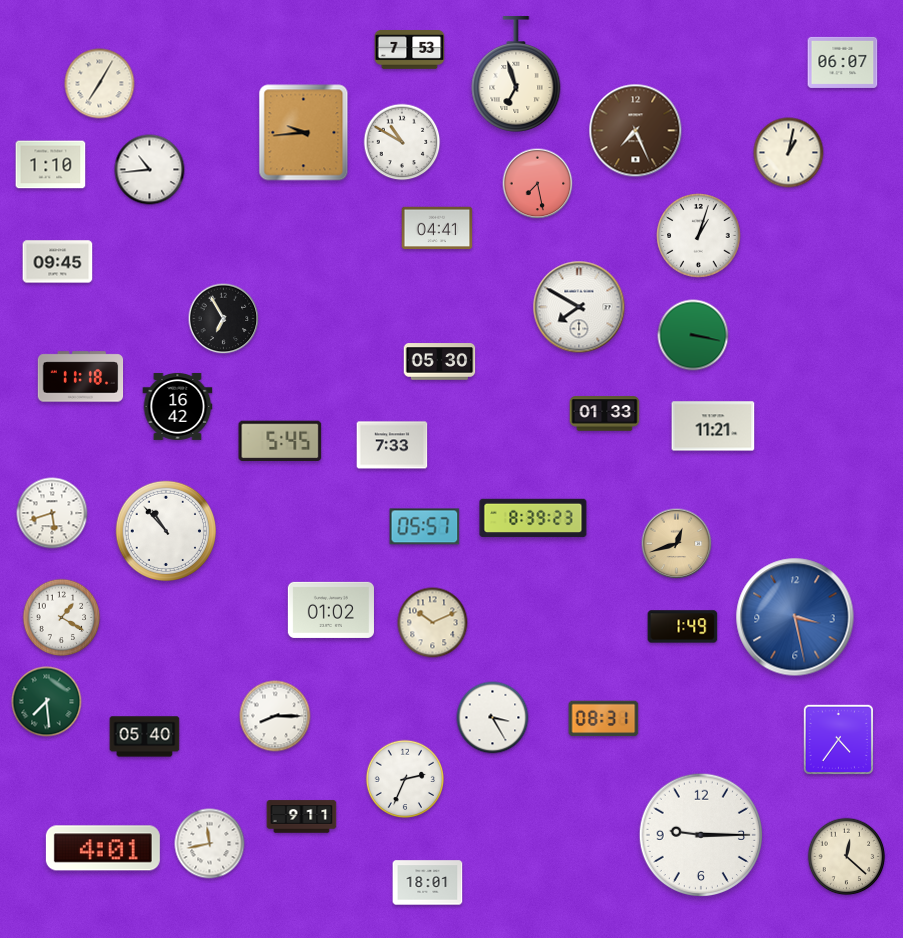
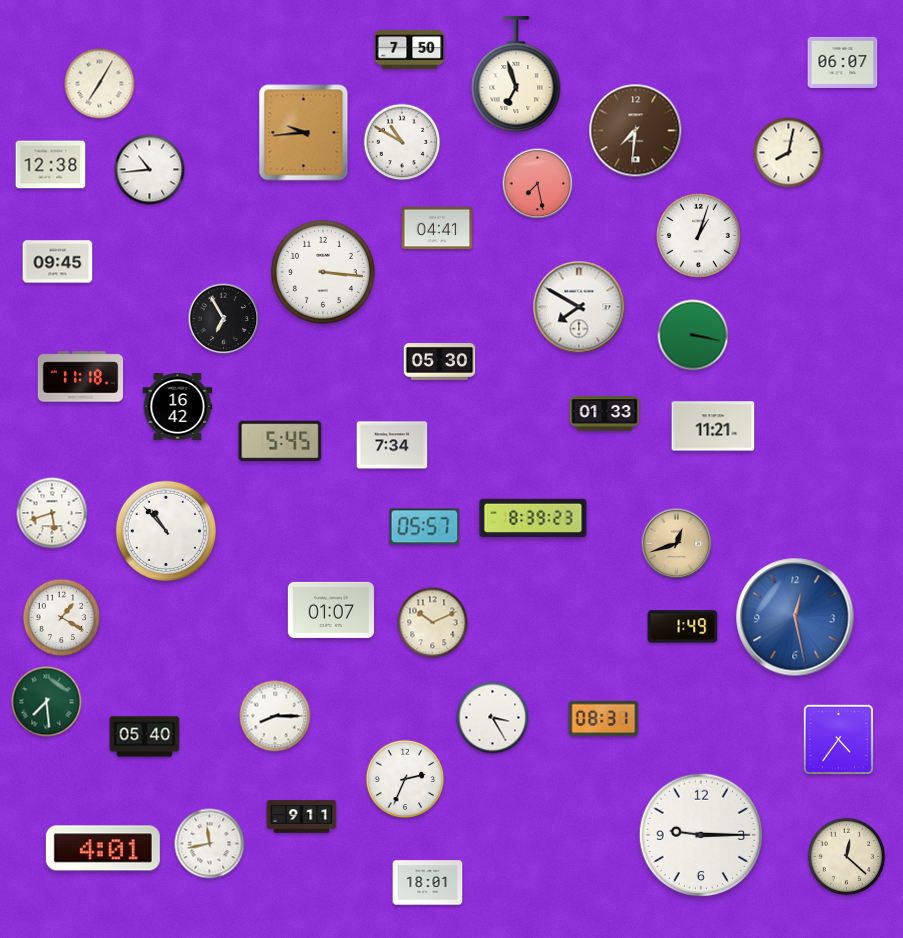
clock at (410, 50): 7:53 -> 7:50
clock at (636, 131): 7:26 -> 7:31
clock at (789, 153): 1:02 -> 8:02
clock at (51, 165): 1:10 -> 12:38
clock at (323, 272): none -> 3:16
clock at (392, 445): 7:33 -> 7:34
clock at (331, 610): 01:02 -> 01:07
clock at (795, 617): 3:28 -> 12:28
